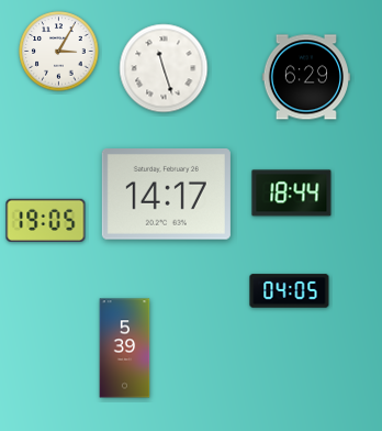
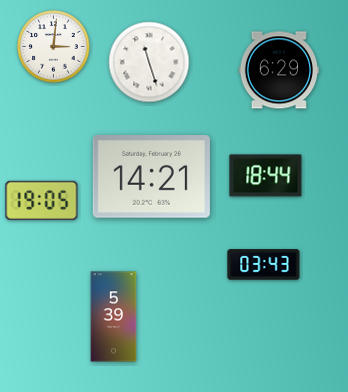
clock at (59, 52): 3:05 -> 3:01
clock at (166, 195): 14:17 -> 14:21
clock at (290, 291): 04:05 -> 03:43
